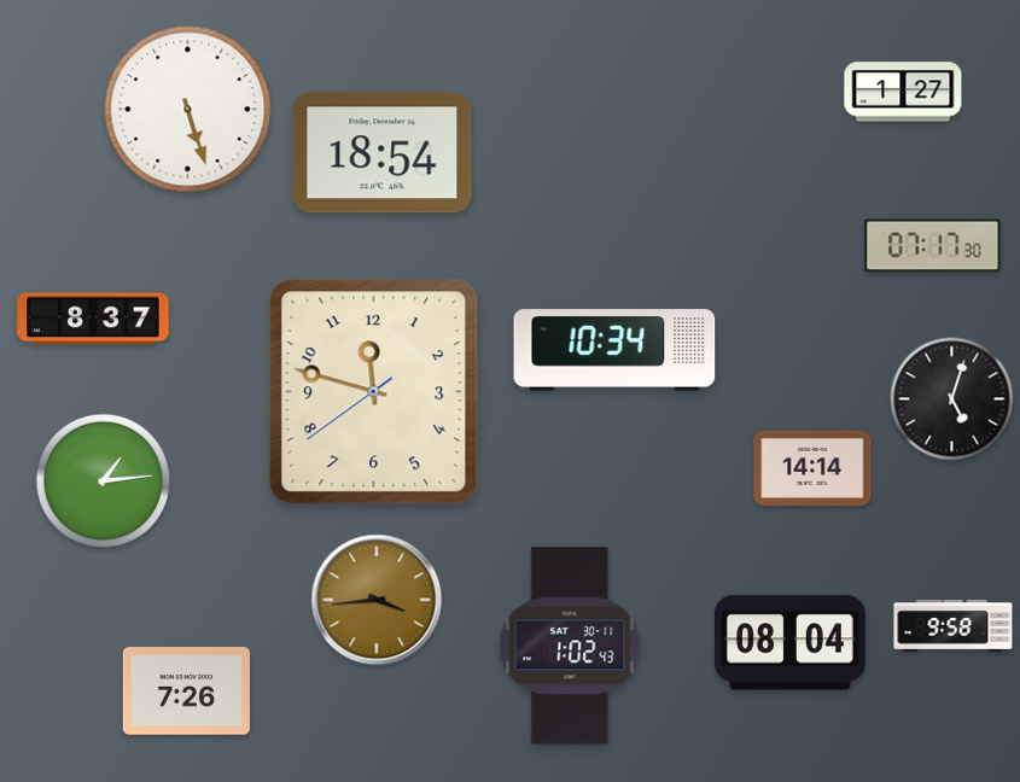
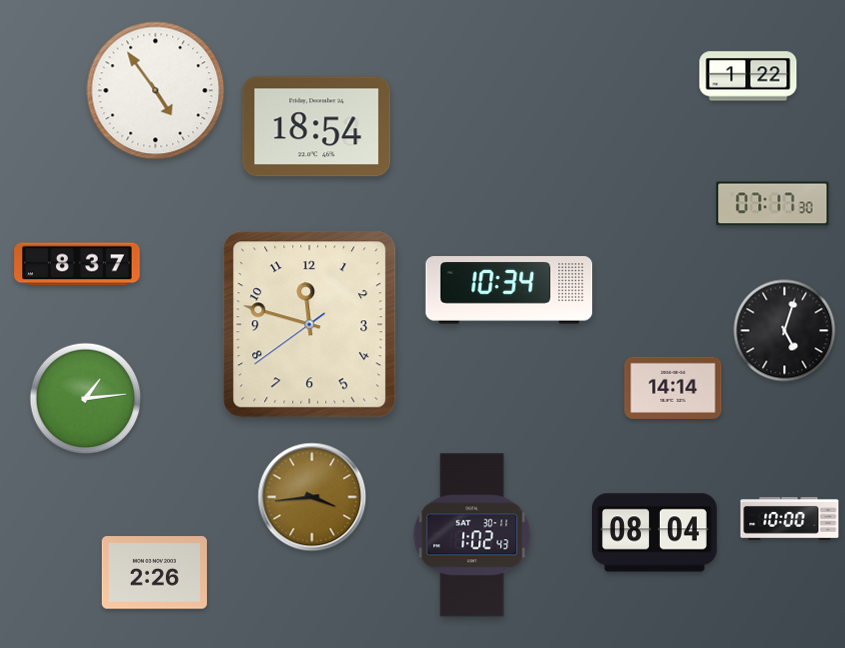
clock at (903, 92): 1:27 -> 1:22
clock at (188, 110): 5:27 -> 4:54
clock at (952, 399) position: (952, 399) -> (785, 331)
clock at (954, 626): 9:58 -> 10:00
clock at (186, 691): 7:26 -> 2:26
